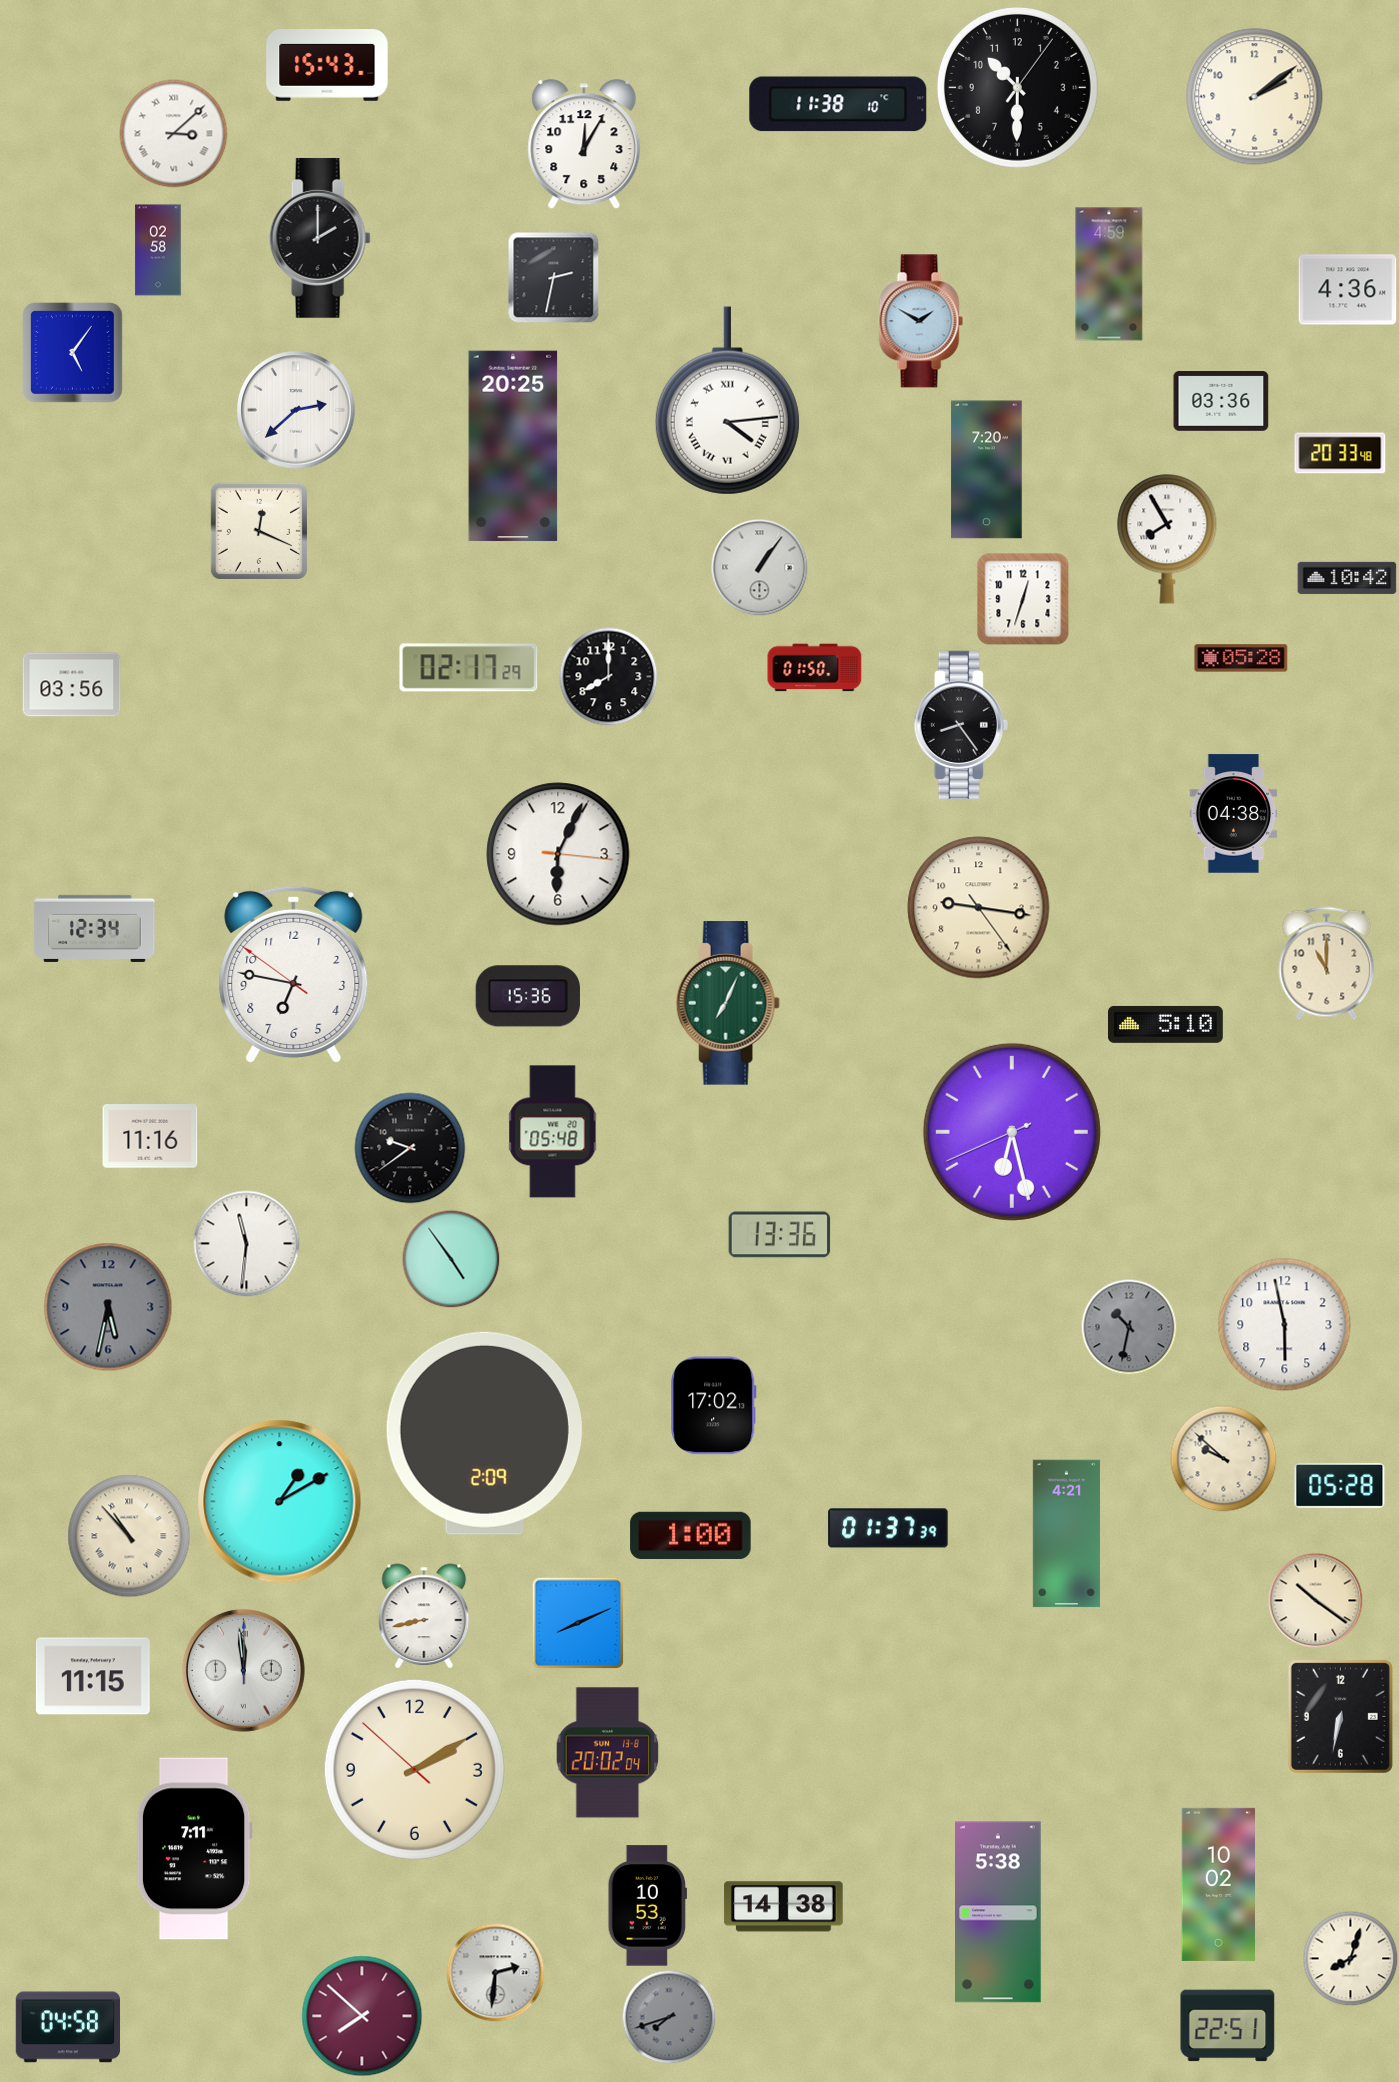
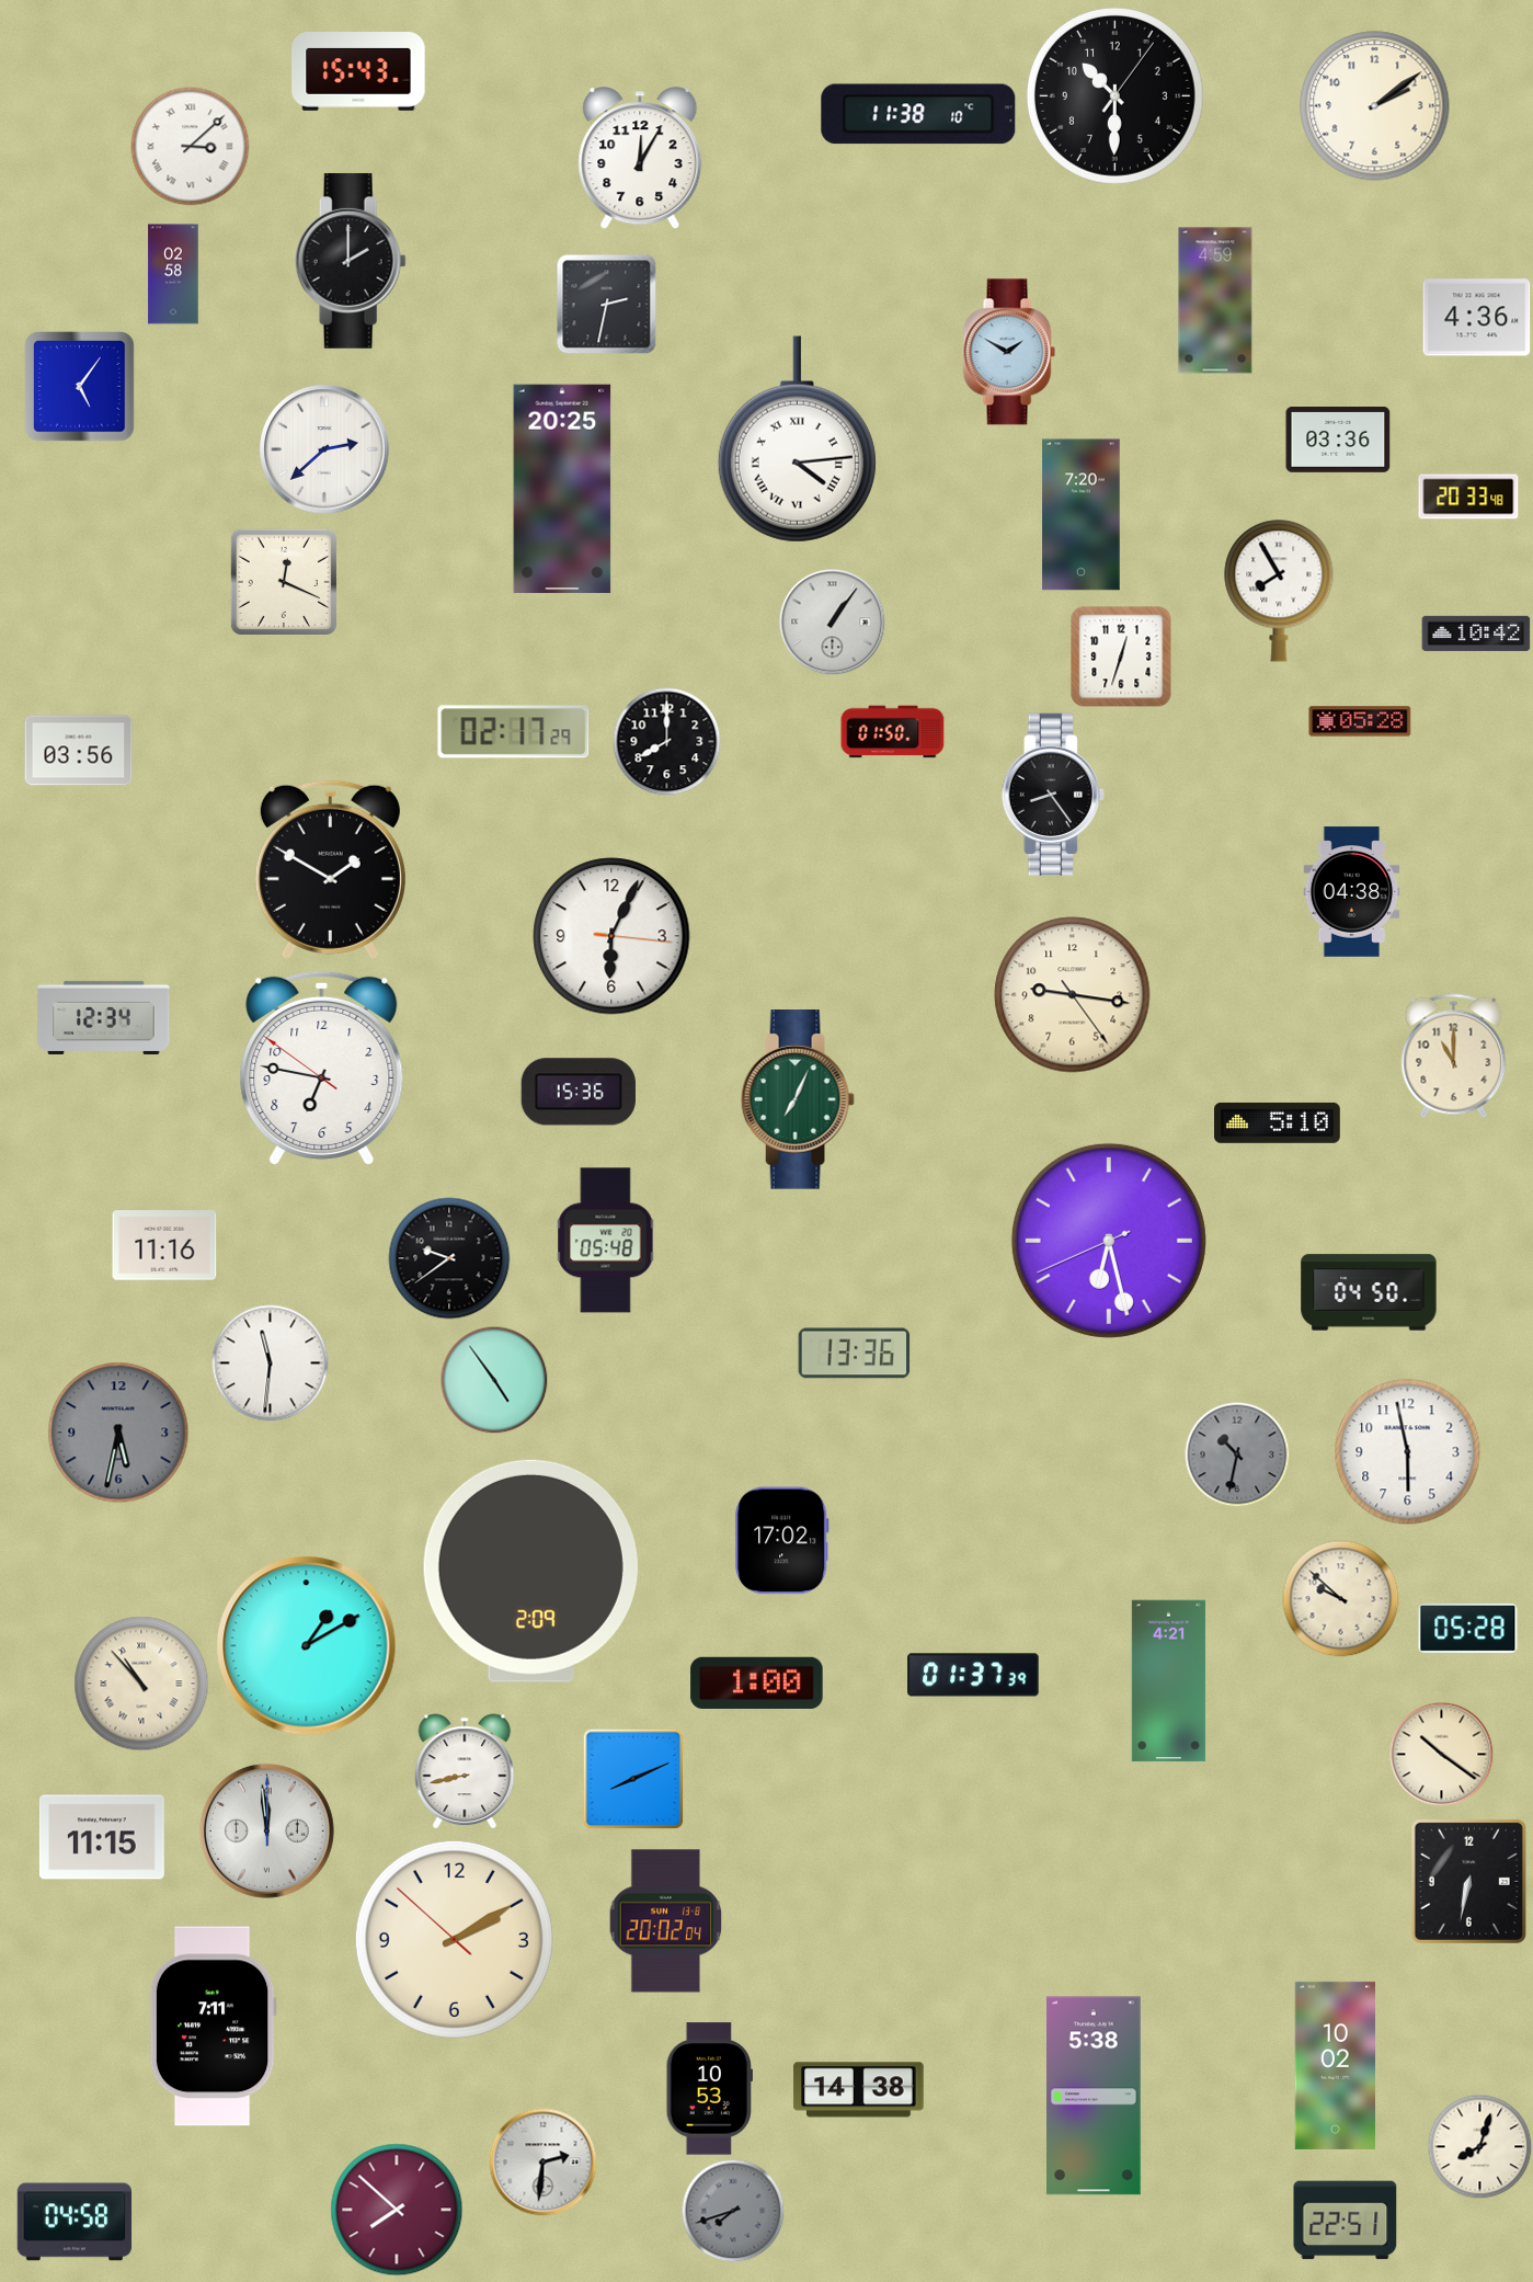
clock at (330, 869): none -> 1:50
clock at (1369, 1292): none -> 04:50
